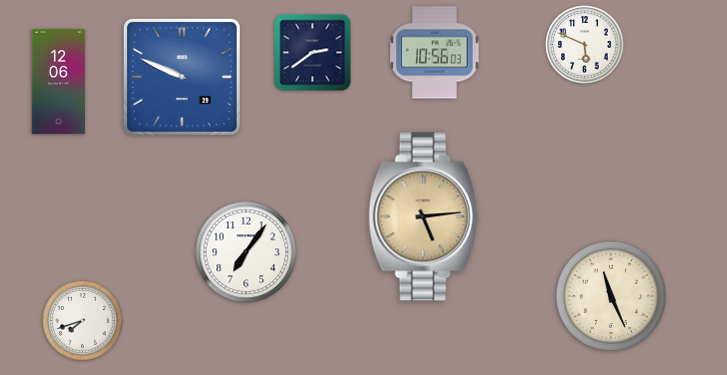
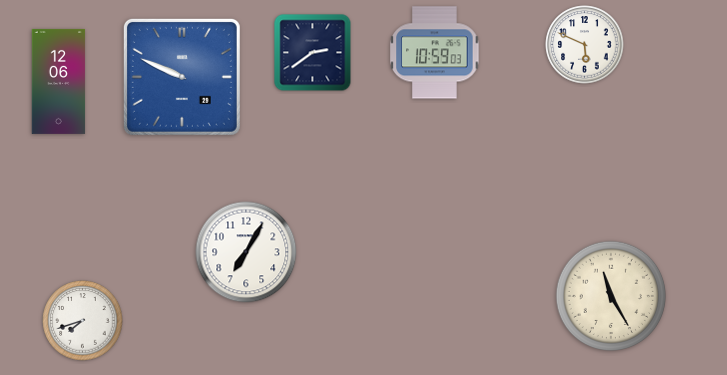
clock at (435, 53): 10:56 -> 10:59
clock at (424, 217): 5:14 -> none
clock at (246, 252): 7:06 -> 7:05
clock at (611, 296): 11:26 -> 11:25
